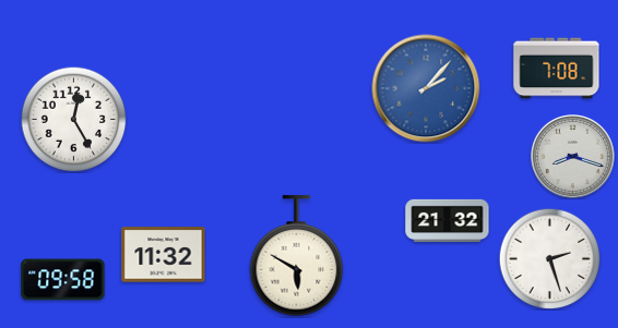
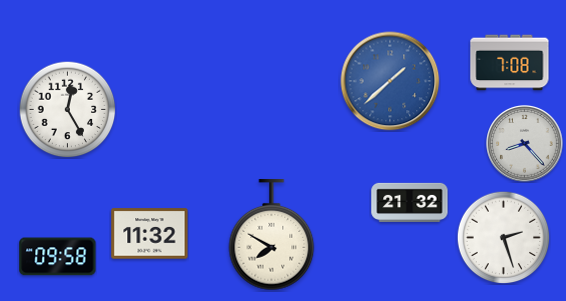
clock at (426, 88): 2:07 -> 1:38
clock at (573, 157): 8:18 -> 8:23
clock at (297, 256): 5:50 -> 7:50
